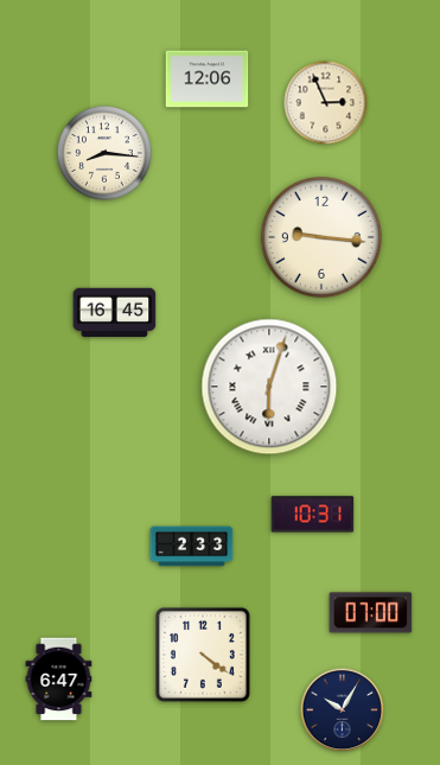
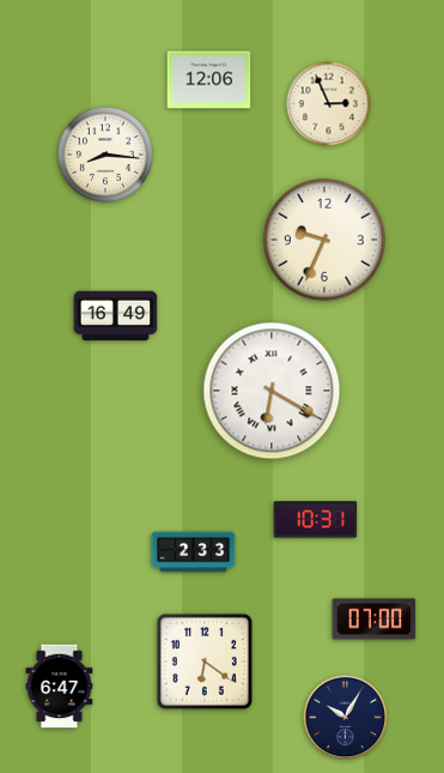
clock at (321, 237): 9:16 -> 9:34
clock at (115, 313): 16:45 -> 16:49
clock at (269, 387): 6:03 -> 6:20
clock at (203, 655): 4:21 -> 6:21
